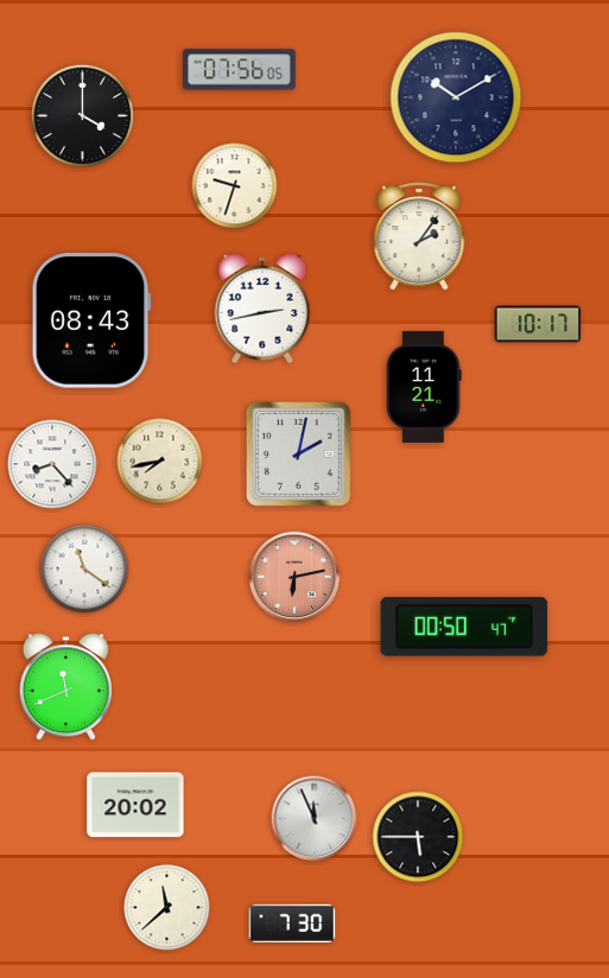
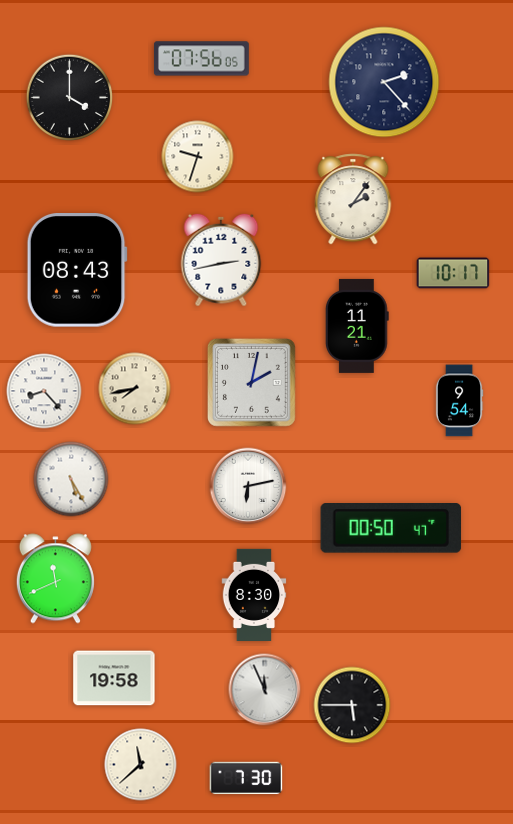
clock at (456, 97): 10:10 -> 2:23
clock at (459, 401): none -> 9:54
clock at (84, 569): 11:21 -> 5:25
clock at (294, 577) dial: salmon -> white
clock at (254, 594): none -> 8:30
clock at (135, 805): 20:02 -> 19:58
